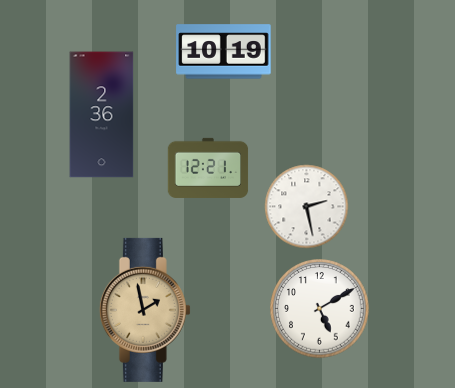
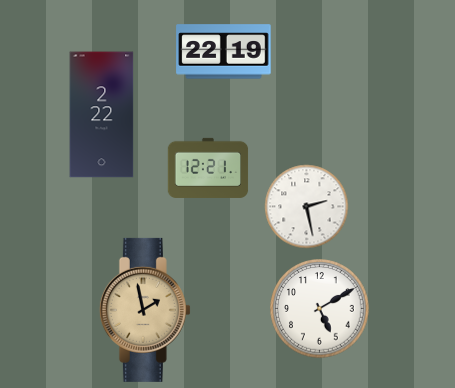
clock at (224, 52): 10:19 -> 22:19
clock at (102, 115): 2:36 -> 2:22
